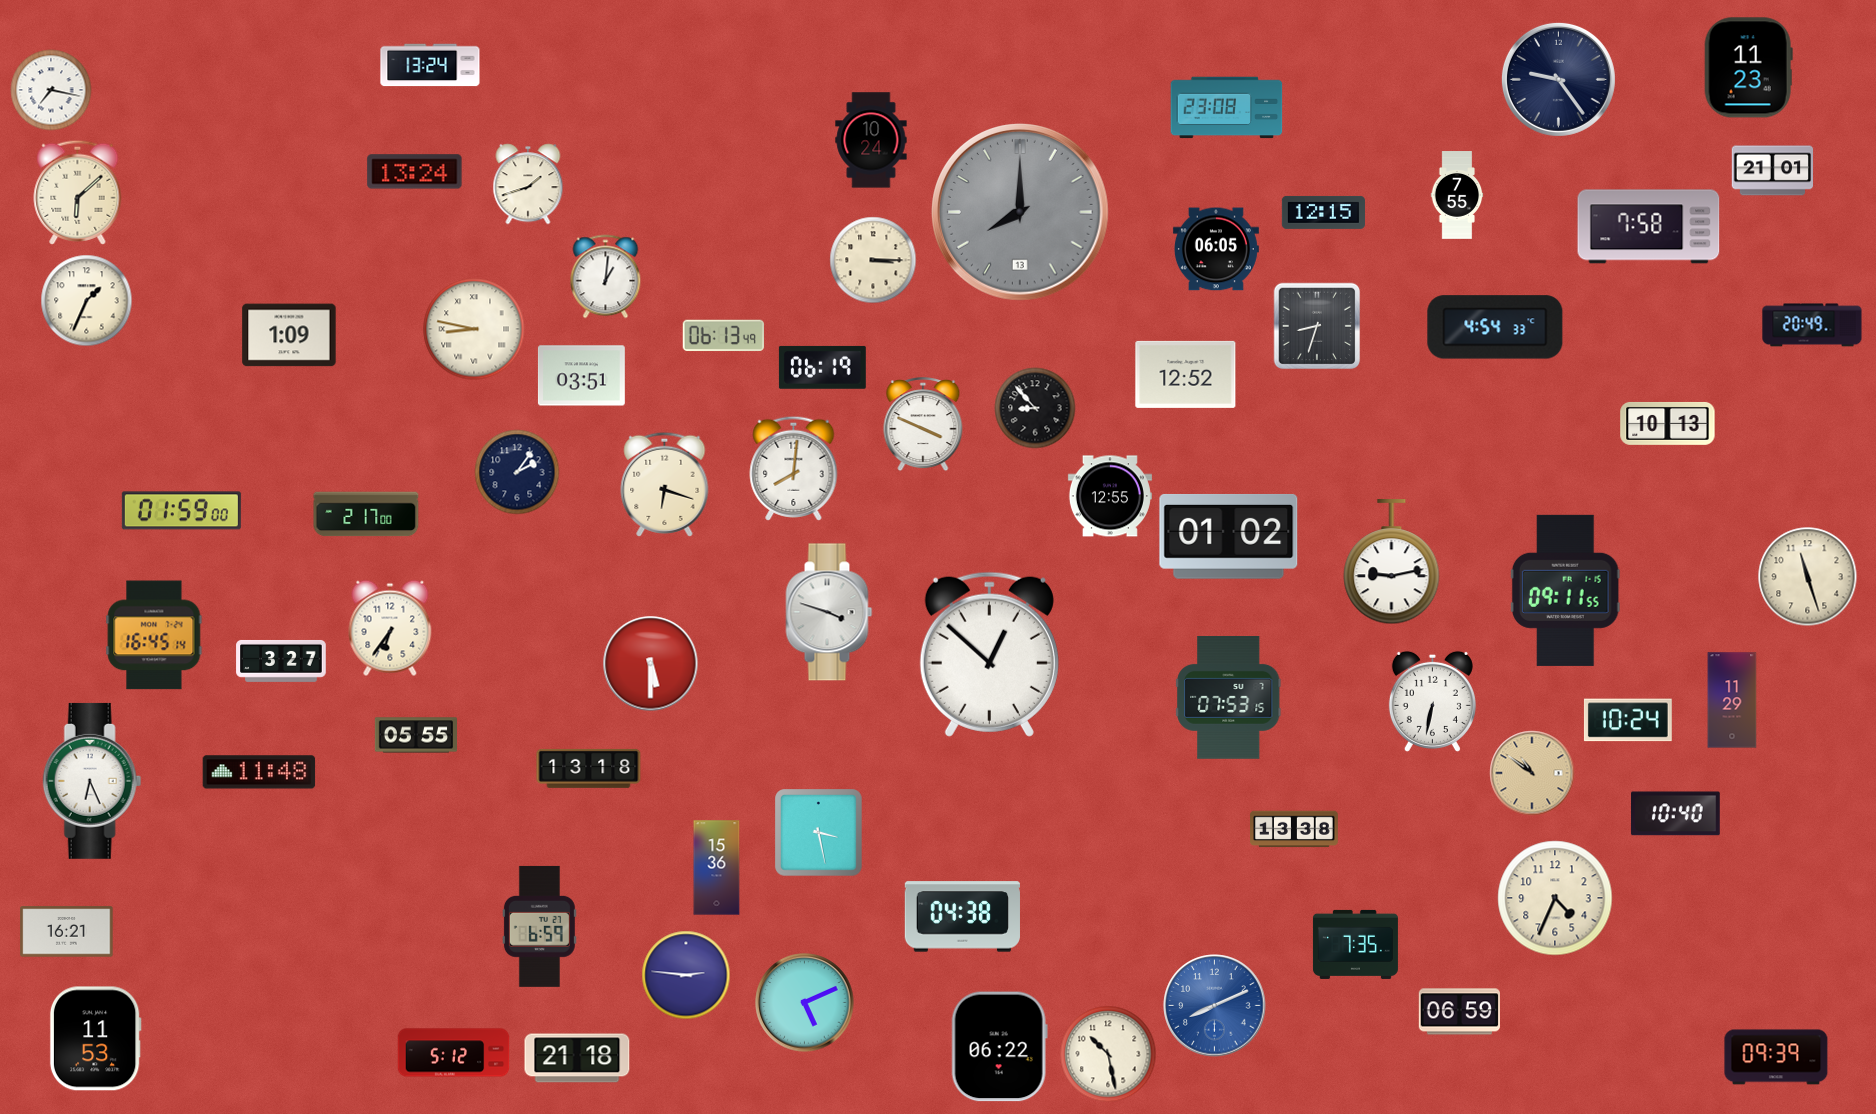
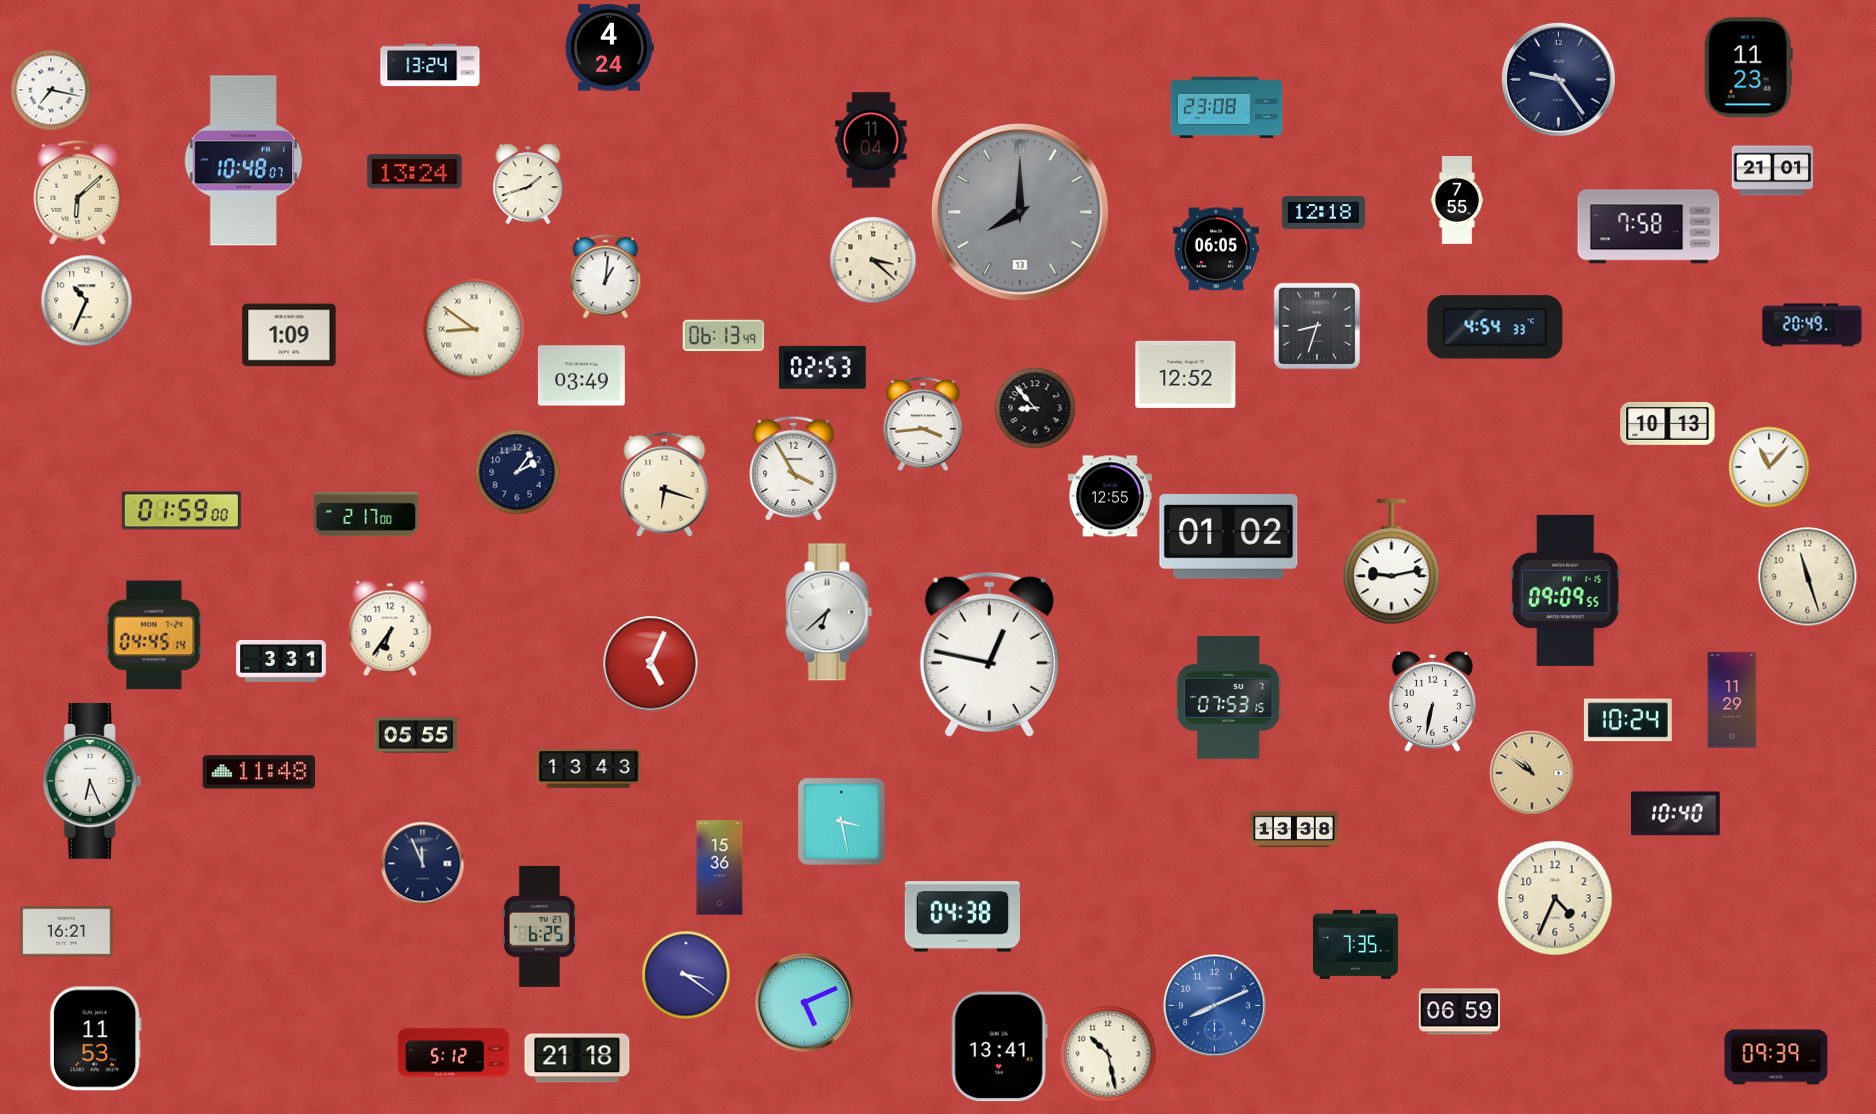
clock at (610, 48): none -> 4:24
clock at (871, 140): 10:24 -> 11:04
clock at (244, 161): none -> 10:48
clock at (1457, 195) position: (1457, 195) -> (1457, 200)
clock at (1323, 212): 12:15 -> 12:18
clock at (873, 260): 3:15 -> 3:22
clock at (87, 301): 1:34 -> 10:34
clock at (474, 329): 8:47 -> 8:51
clock at (822, 367): 06:19 -> 02:53
clock at (581, 376): 03:51 -> 03:49
clock at (923, 425): 3:49 -> 3:44
clock at (1769, 467): none -> 11:07
clock at (794, 468): 8:01 -> 3:55
clock at (1565, 590): 09:11 -> 09:09
clock at (829, 612): 3:48 -> 6:38
clock at (154, 635): 16:45 -> 04:45
clock at (989, 654): 12:52 -> 12:47
clock at (281, 661): 3:27 -> 3:31
clock at (651, 664): 5:30 -> 5:04
clock at (589, 768): 13:18 -> 13:43
clock at (819, 833) position: (819, 833) -> (842, 822)
clock at (423, 864): none -> 11:56
clock at (717, 868) position: (717, 868) -> (720, 868)
clock at (539, 926): 6:59 -> 6:25
clock at (686, 975): 2:46 -> 3:21
clock at (999, 1047): 06:22 -> 13:41
